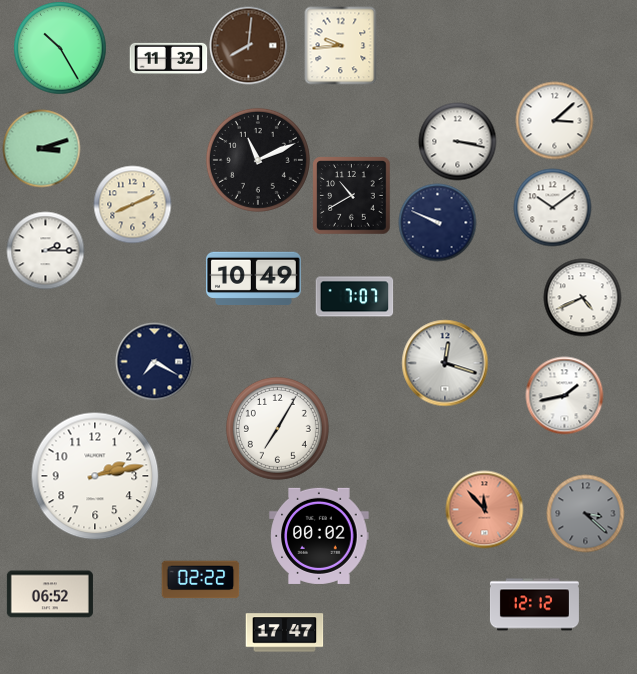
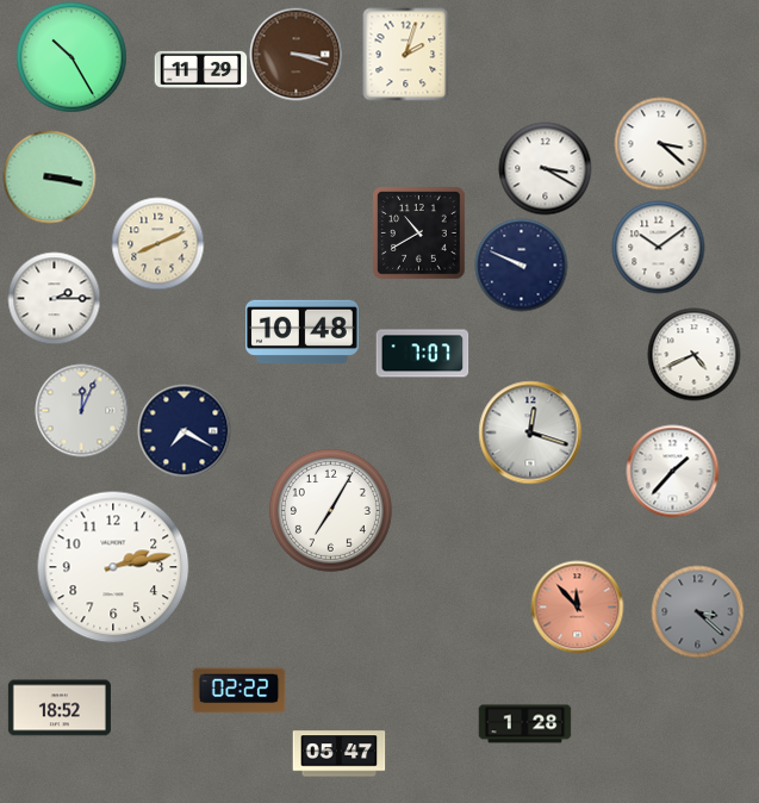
clock at (248, 45): 8:01 -> 3:18
clock at (341, 45): 9:44 -> 2:03
clock at (168, 58): 11:32 -> 11:29
clock at (554, 120): 3:08 -> 3:22
clock at (457, 141): 3:17 -> 3:20
clock at (41, 148): 3:12 -> 3:17
clock at (258, 160): 11:11 -> none
clock at (254, 278): 10:49 -> 10:48
clock at (81, 410): none -> 12:04
clock at (564, 395): 1:43 -> 1:37
clock at (319, 536): 00:02 -> none
clock at (50, 594): 06:52 -> 18:52
clock at (534, 605): 12:12 -> none
clock at (524, 724): none -> 1:28
clock at (284, 633): 17:47 -> 05:47
